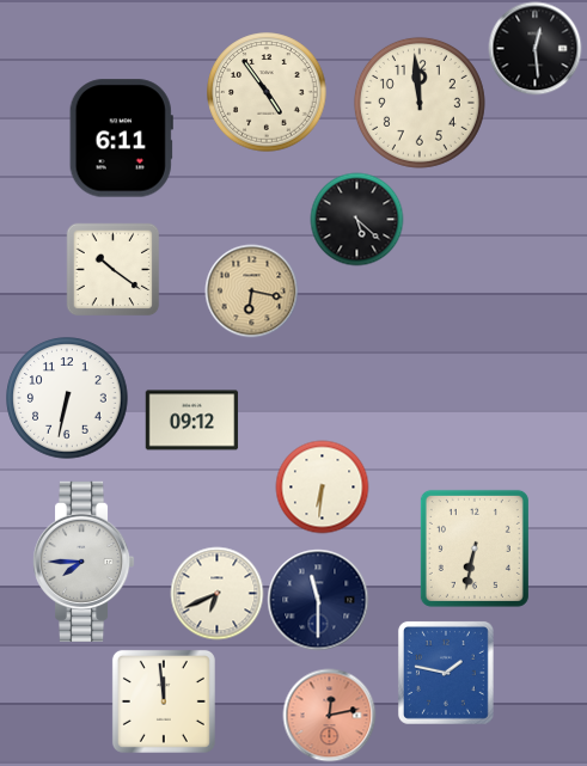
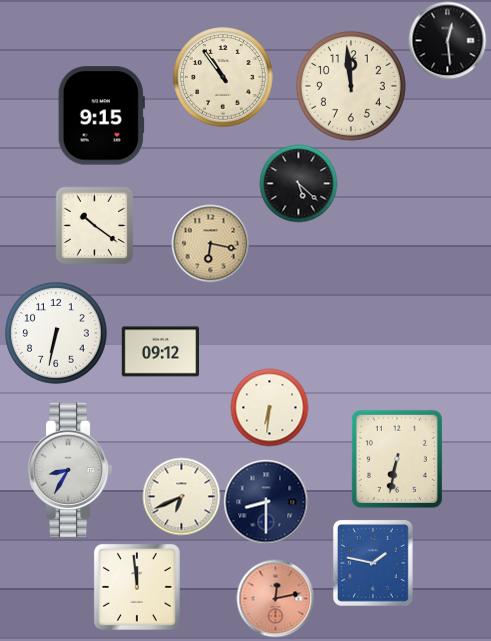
clock at (267, 92): 4:54 -> 10:54
clock at (121, 139): 6:11 -> 9:15
clock at (84, 562): 7:45 -> 8:35
clock at (318, 600): 11:30 -> 8:30
